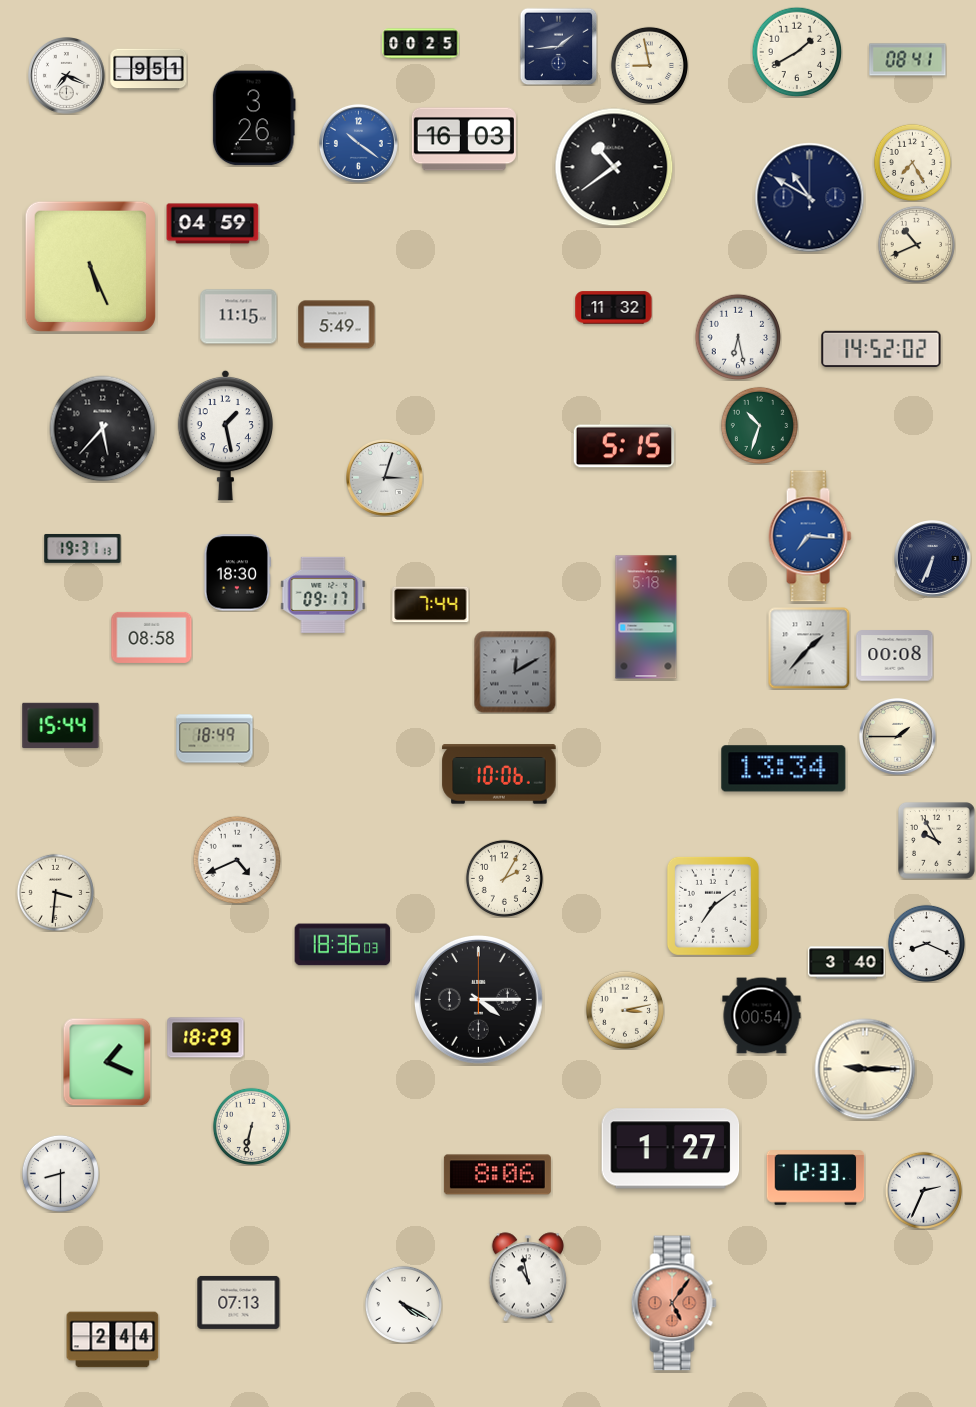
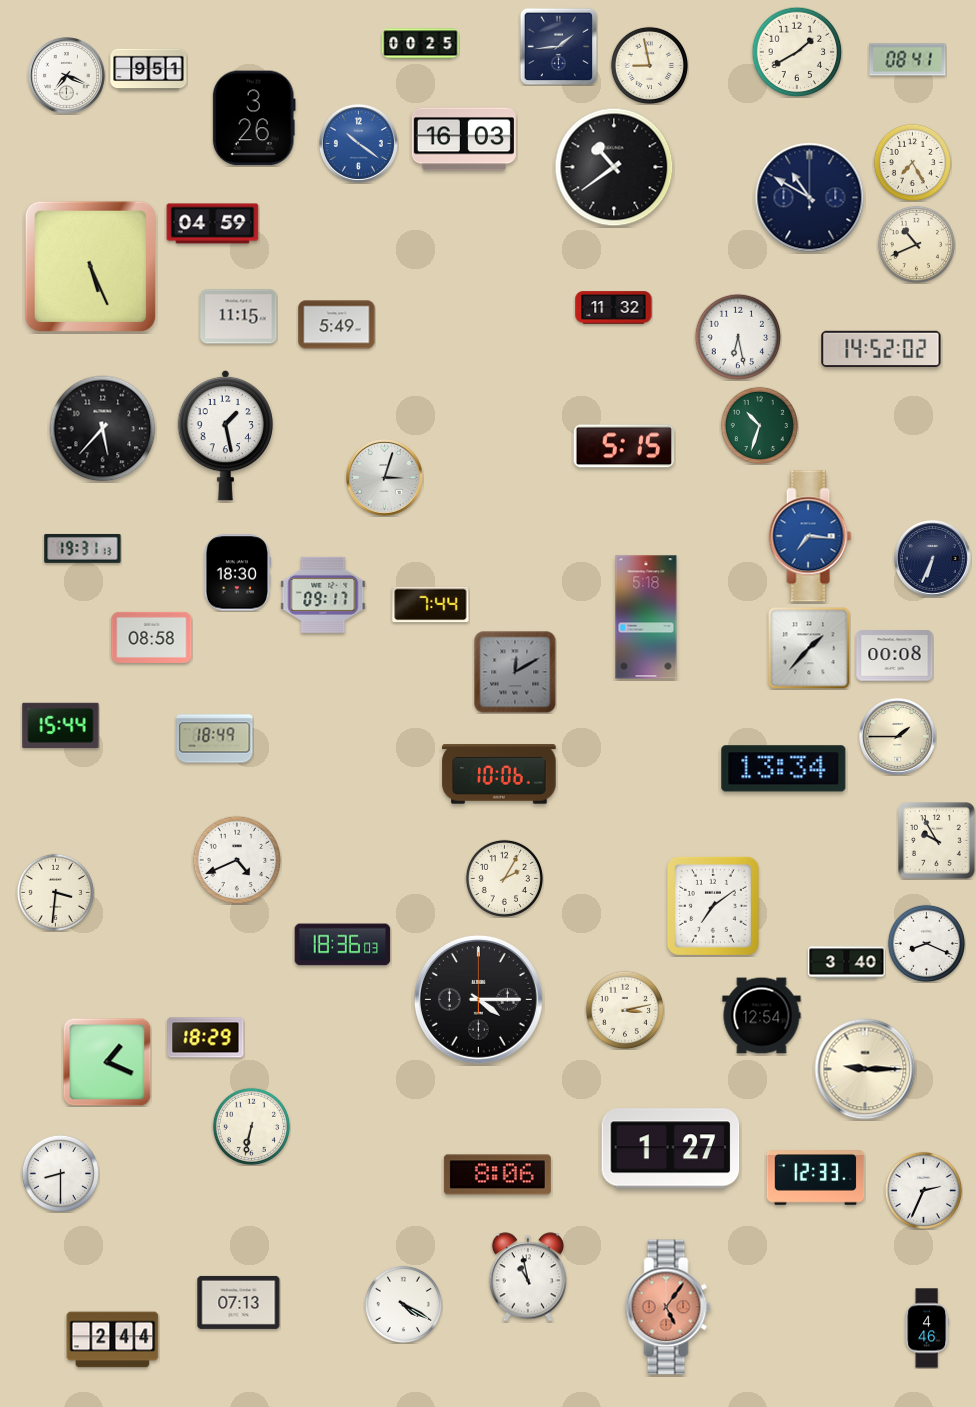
clock at (762, 1016): 00:54 -> 12:54
clock at (674, 1303) position: (674, 1303) -> (668, 1307)
clock at (927, 1328): none -> 4:46
